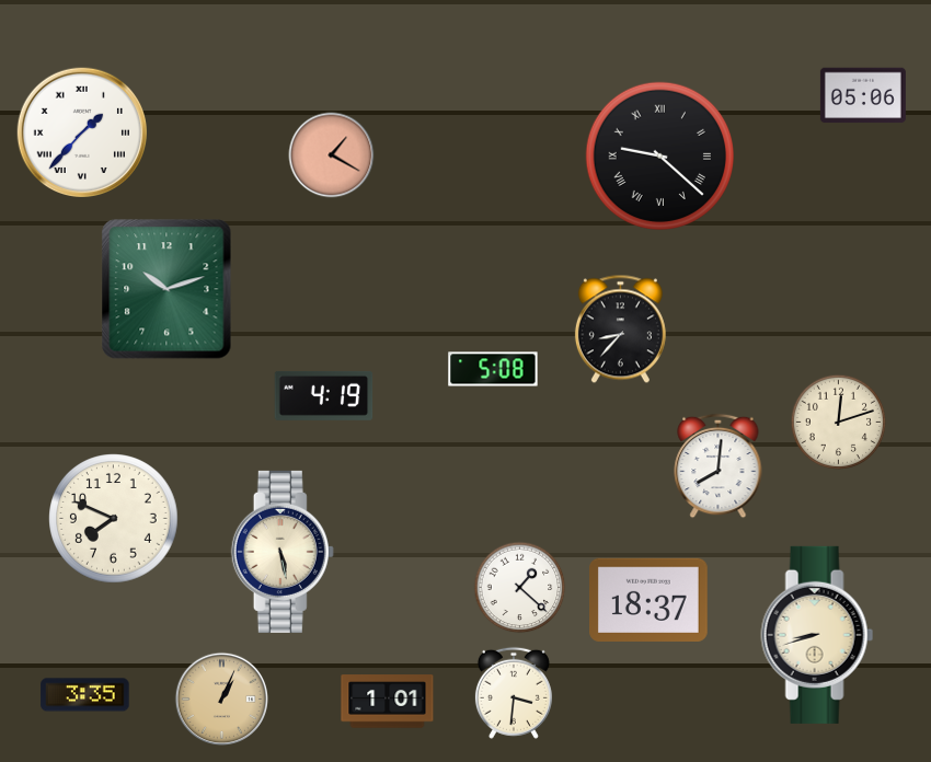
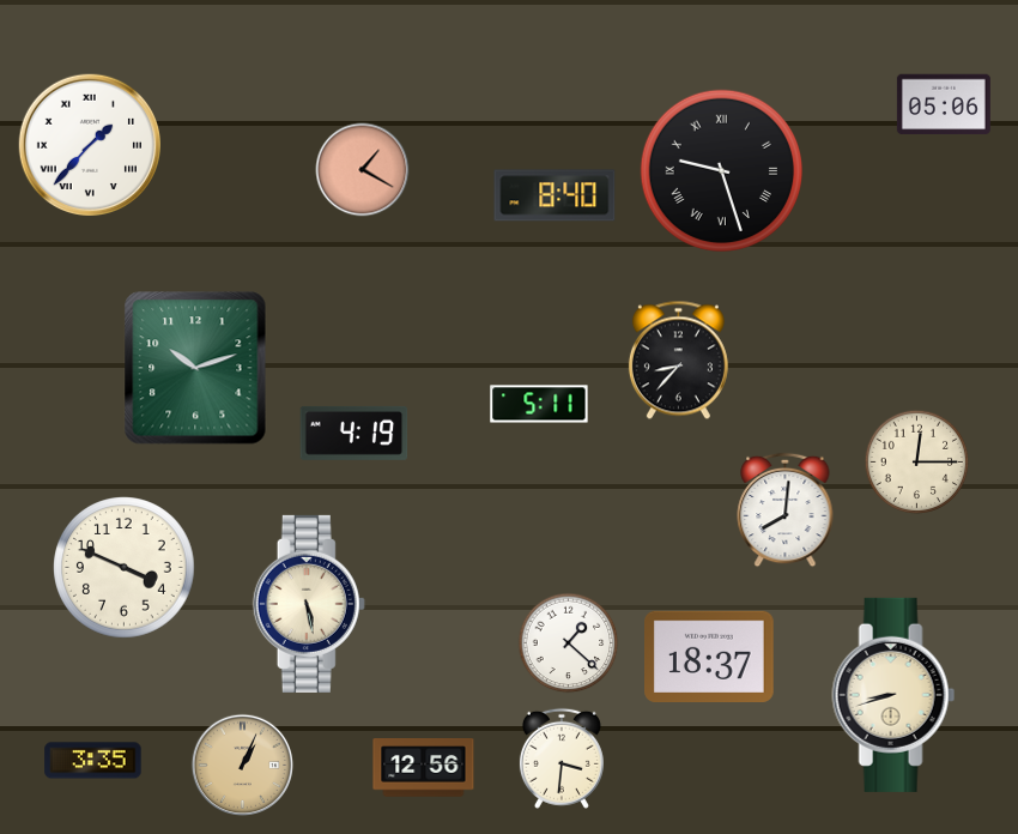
clock at (659, 155): 9:22 -> 9:27
clock at (555, 195): none -> 8:40
clock at (166, 289) position: (166, 289) -> (195, 368)
clock at (493, 369): 5:08 -> 5:11
clock at (838, 422): 12:12 -> 12:15
clock at (114, 519): 7:49 -> 3:49
clock at (388, 702): 1:01 -> 12:56
